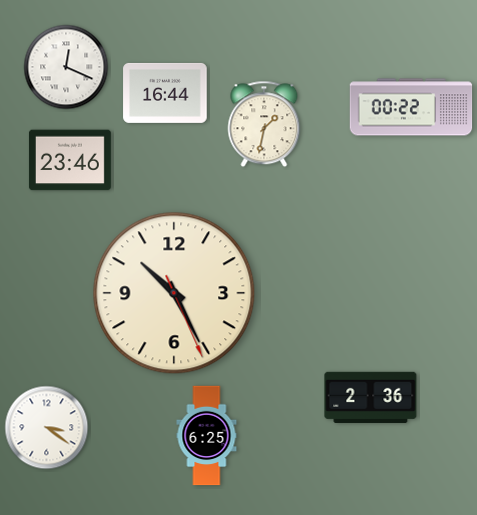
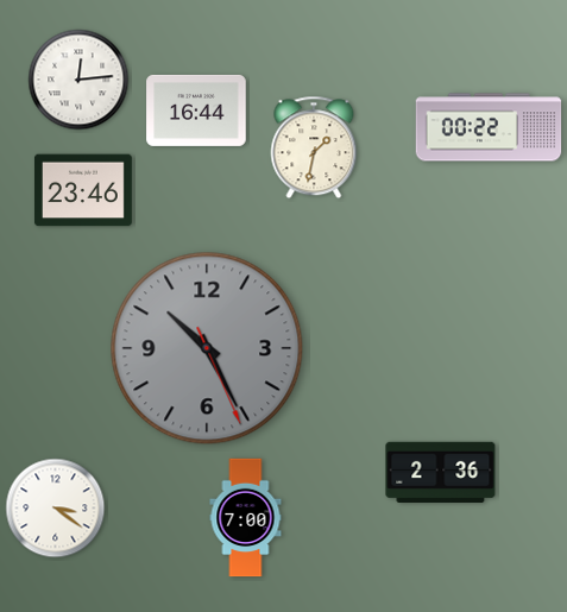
clock at (66, 67): 12:19 -> 12:14
clock at (174, 293) dial: cream -> grey
clock at (207, 436): 6:25 -> 7:00
